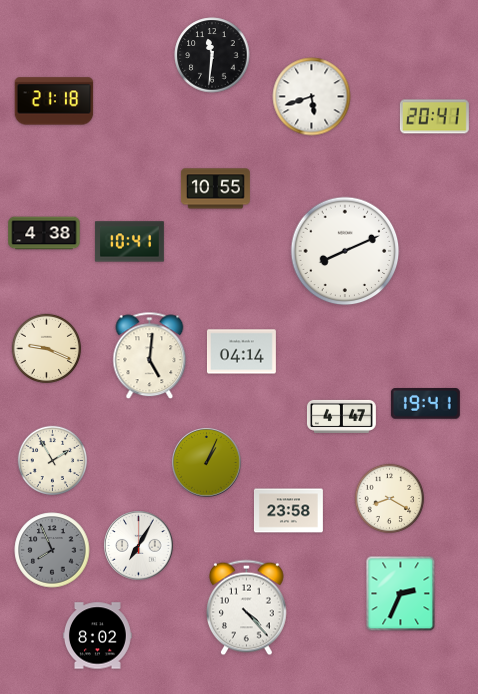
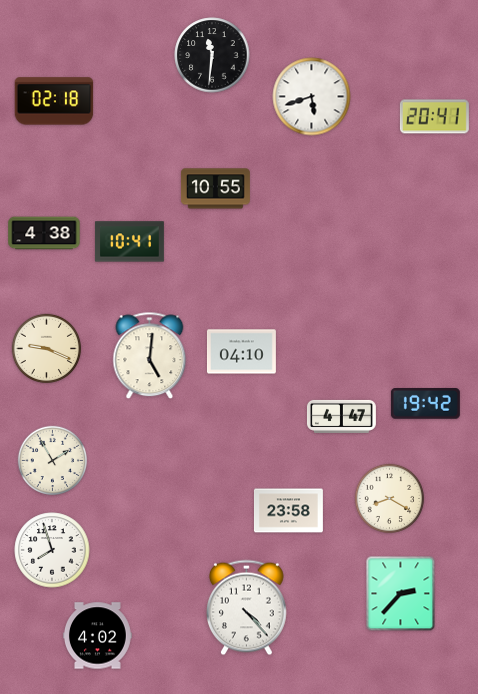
clock at (54, 101): 21:18 -> 02:18
clock at (345, 251): 8:11 -> none
clock at (241, 352): 04:14 -> 04:10
clock at (425, 404): 19:41 -> 19:42
clock at (207, 463): 1:04 -> none
clock at (139, 546): 7:05 -> none
clock at (52, 550): 7:56 -> 7:57
clock at (52, 550) dial: grey -> white
clock at (401, 594): 2:34 -> 2:37
clock at (97, 636): 8:02 -> 4:02
